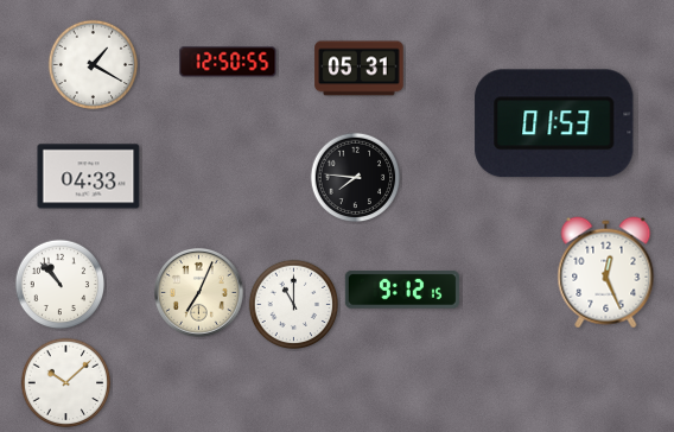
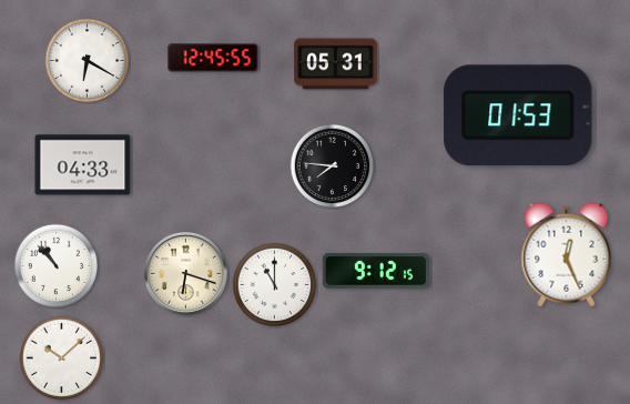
clock at (228, 62): 12:50 -> 12:45
clock at (94, 65): 1:20 -> 6:20
clock at (198, 292): 7:04 -> 6:18
